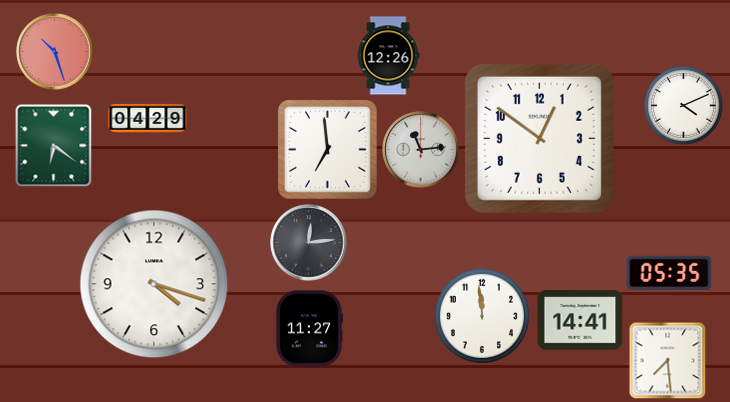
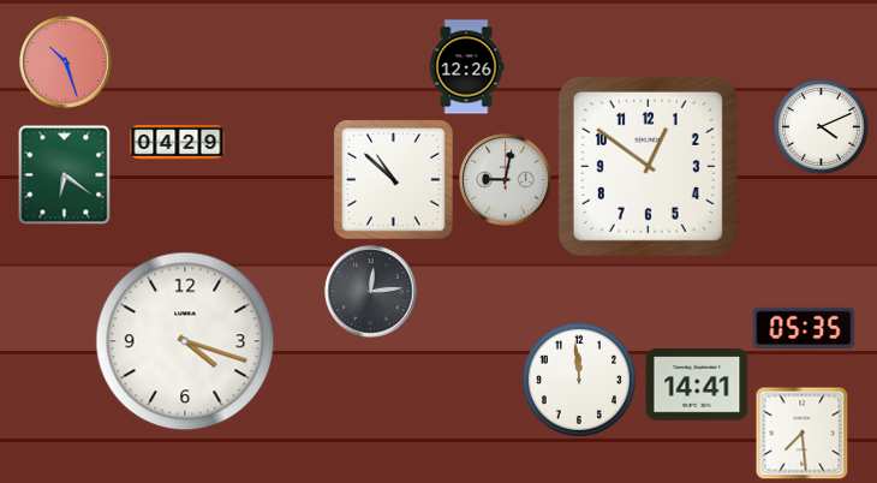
clock at (328, 150): 6:59 -> 10:52
clock at (421, 150): 11:14 -> 9:02
clock at (308, 329): 11:27 -> none
